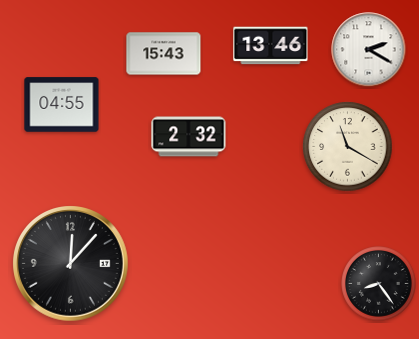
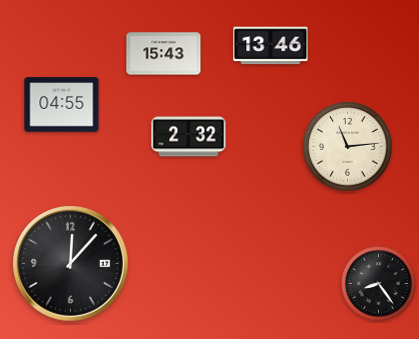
clock at (369, 50): 2:20 -> none
clock at (348, 147): 11:20 -> 11:14
